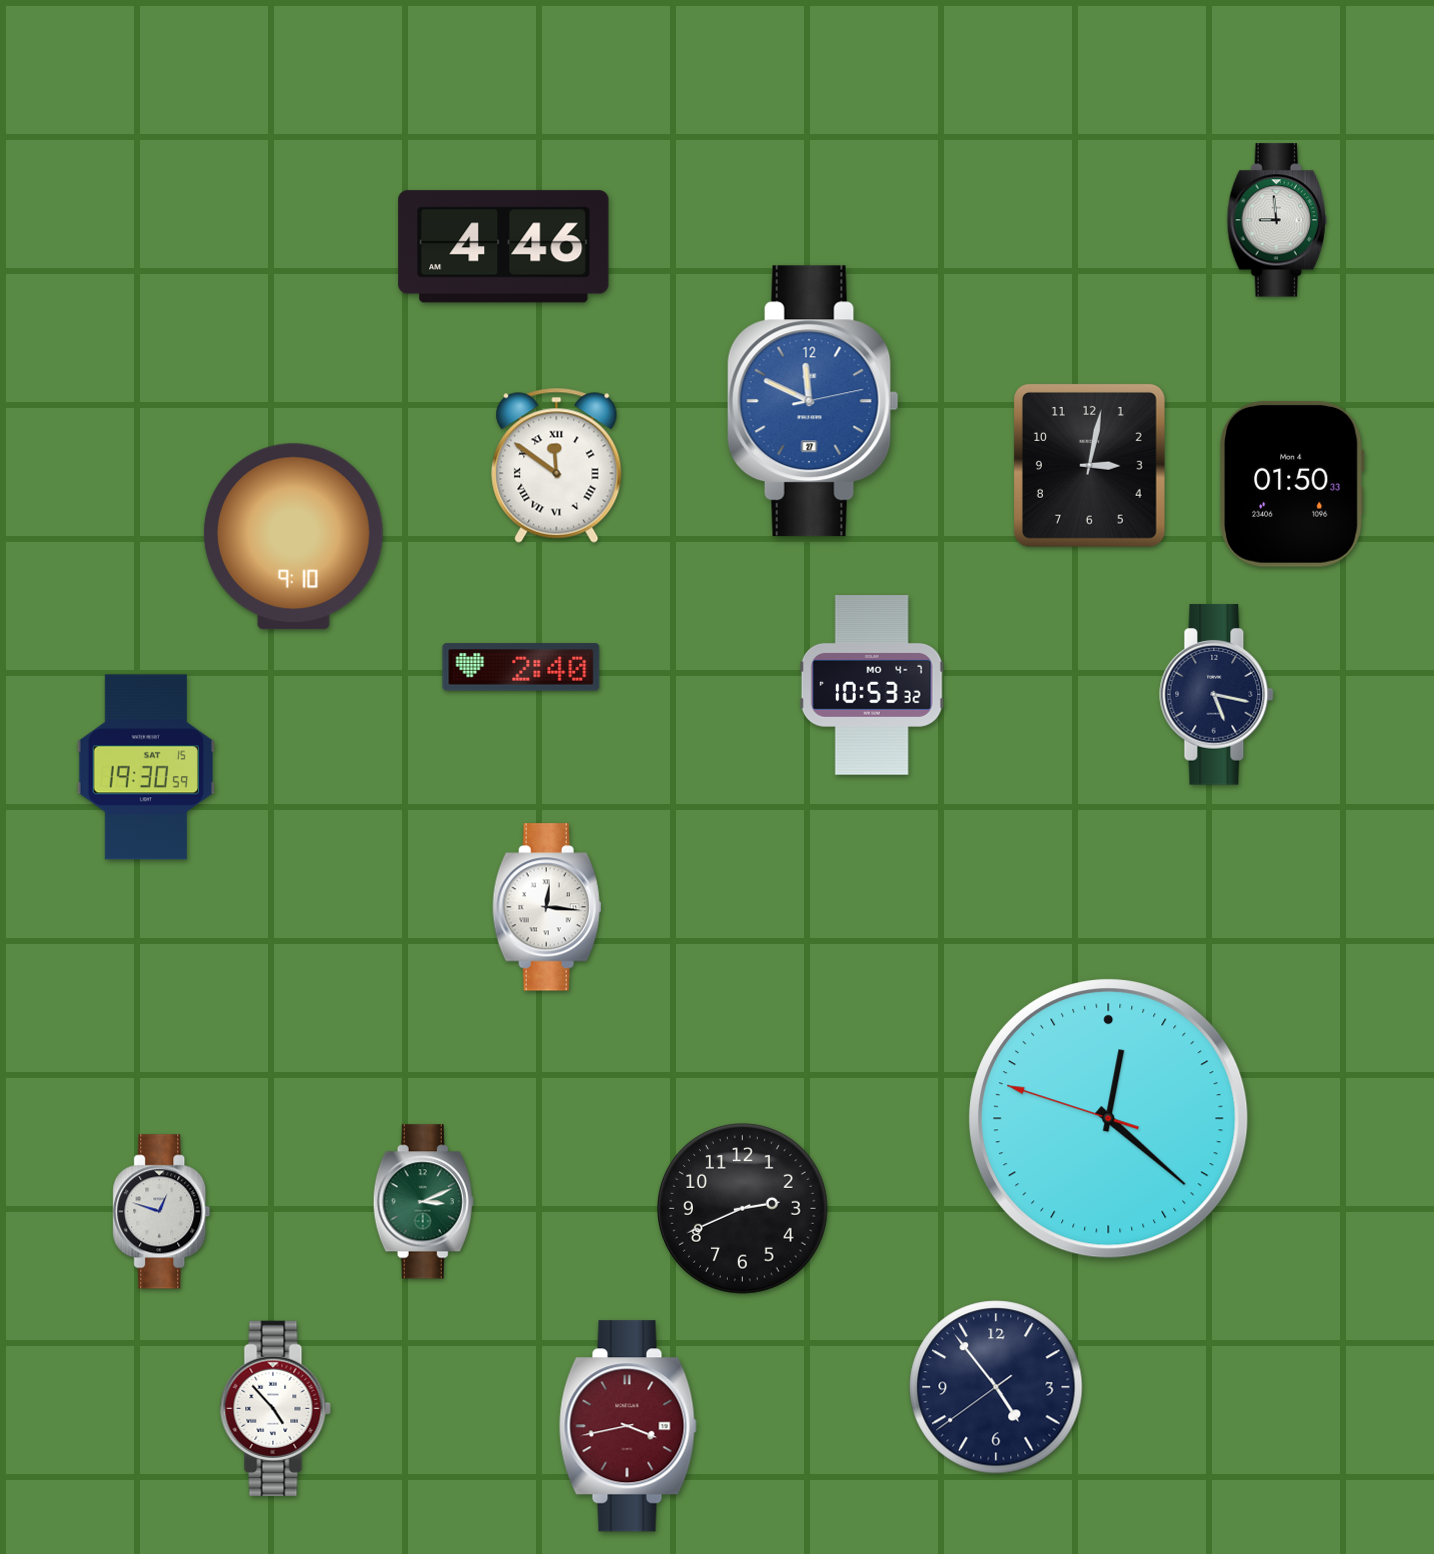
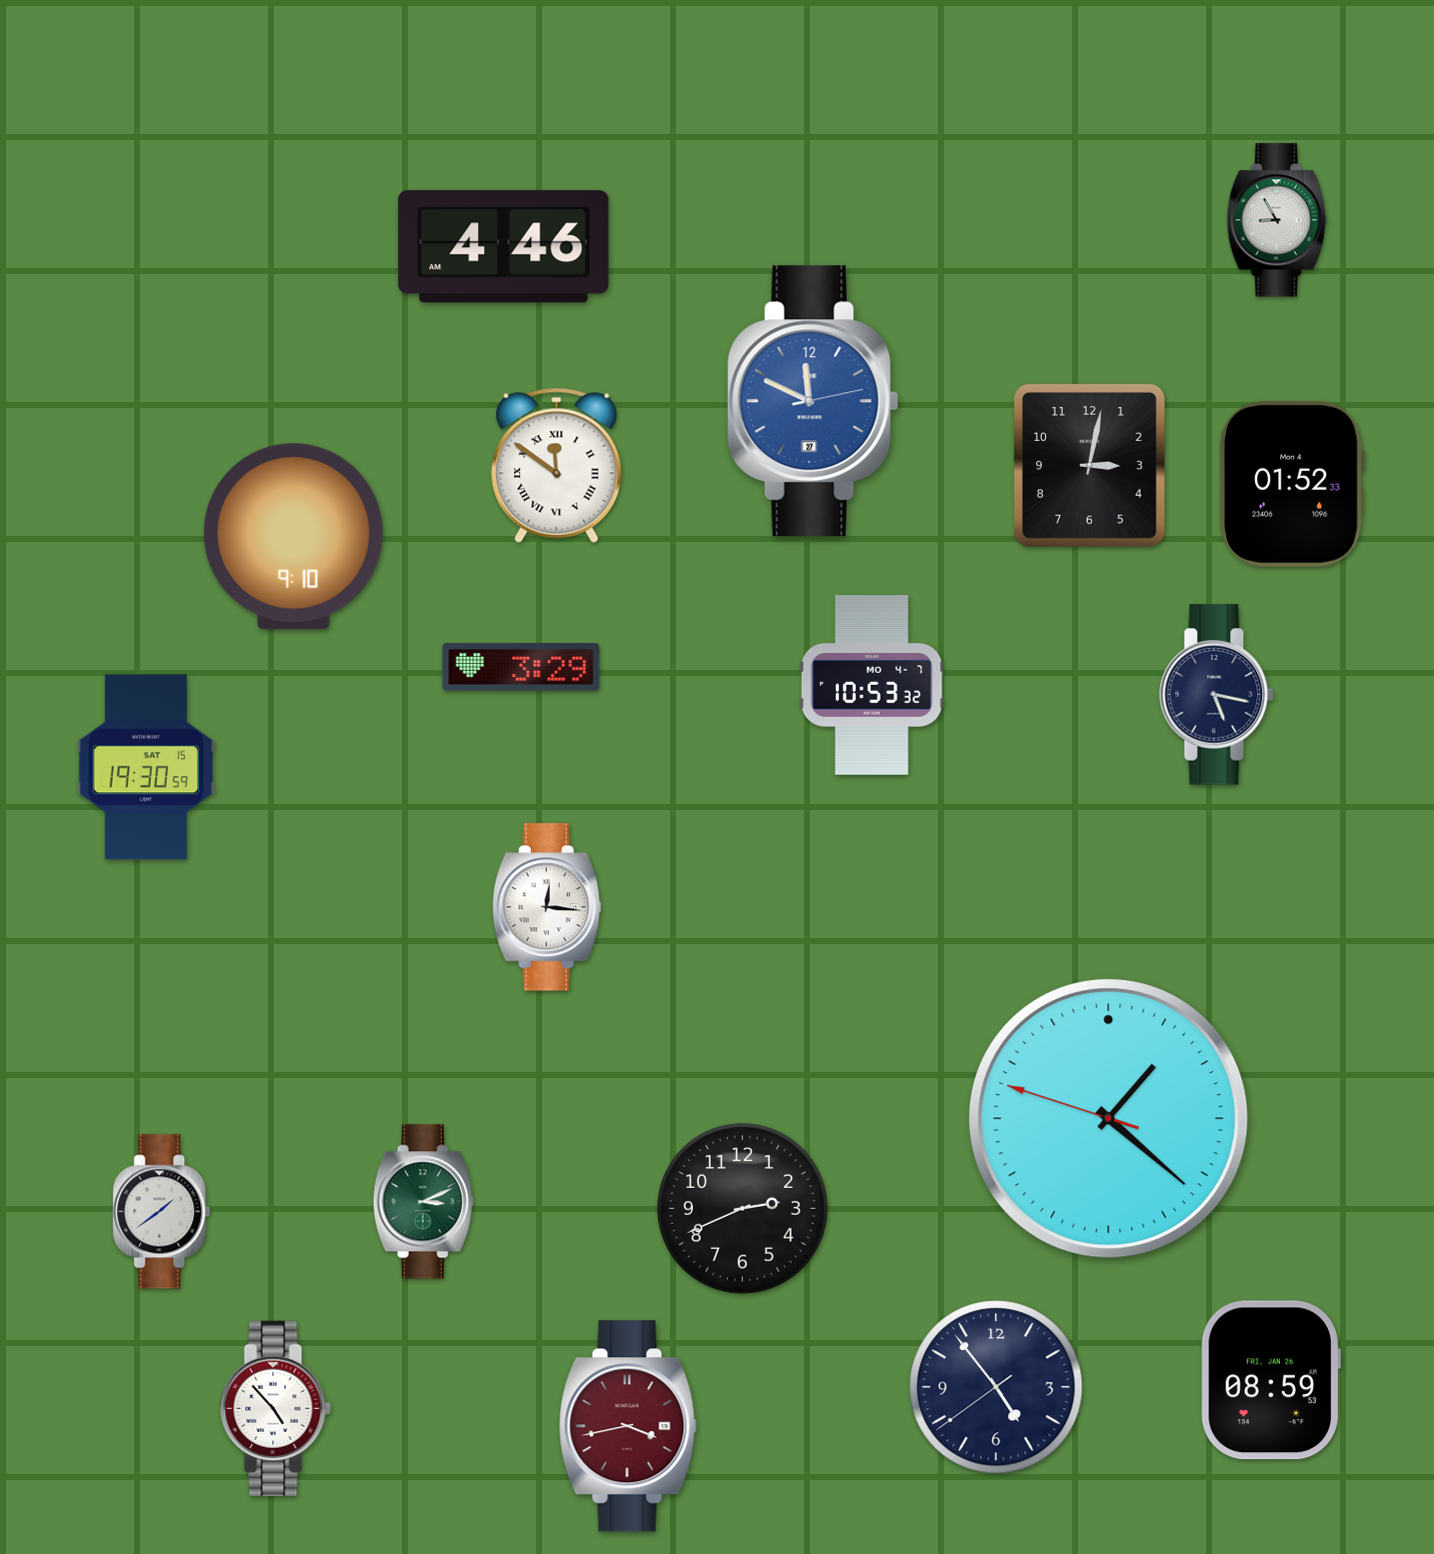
clock at (1277, 220): 8:59 -> 8:55
clock at (1292, 484): 01:50 -> 01:52
clock at (521, 667): 2:40 -> 3:29
clock at (1109, 1119): 12:21 -> 1:21
clock at (162, 1212): 12:48 -> 1:39
clock at (1271, 1380): none -> 08:59
